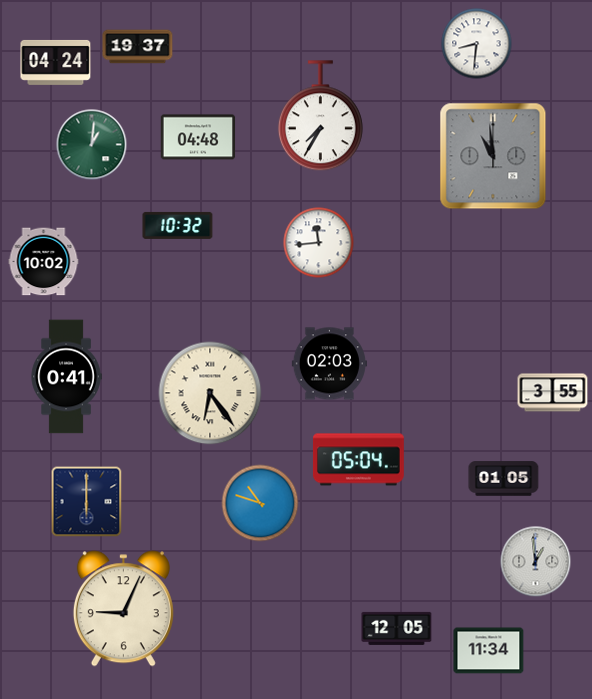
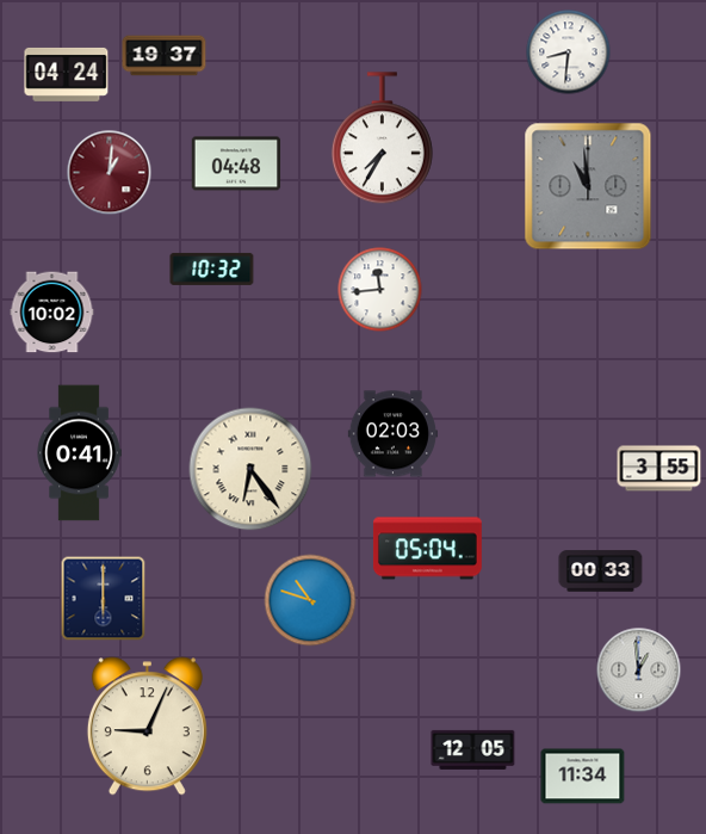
clock at (92, 145) dial: green -> burgundy
clock at (66, 377) position: (66, 377) -> (79, 453)
clock at (504, 479): 01:05 -> 00:33
